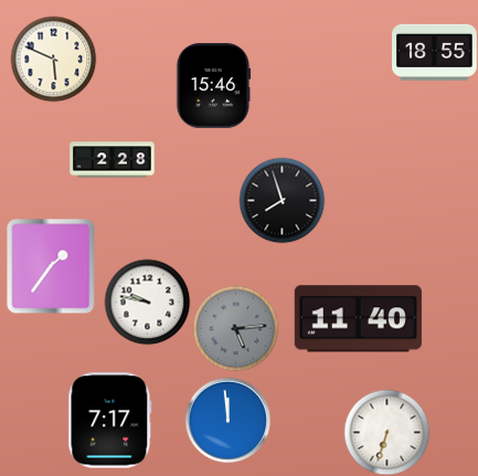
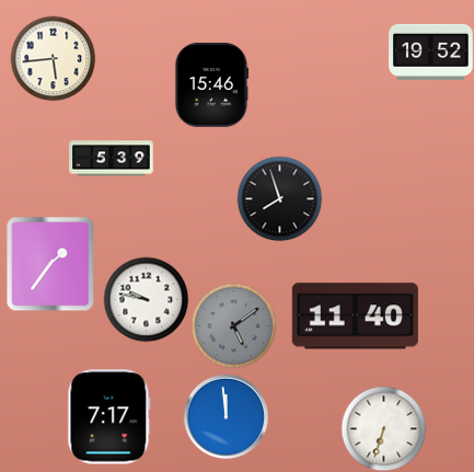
clock at (435, 52): 18:55 -> 19:52
clock at (53, 59): 5:49 -> 5:44
clock at (113, 160): 2:28 -> 5:39
clock at (235, 328): 5:14 -> 5:09
